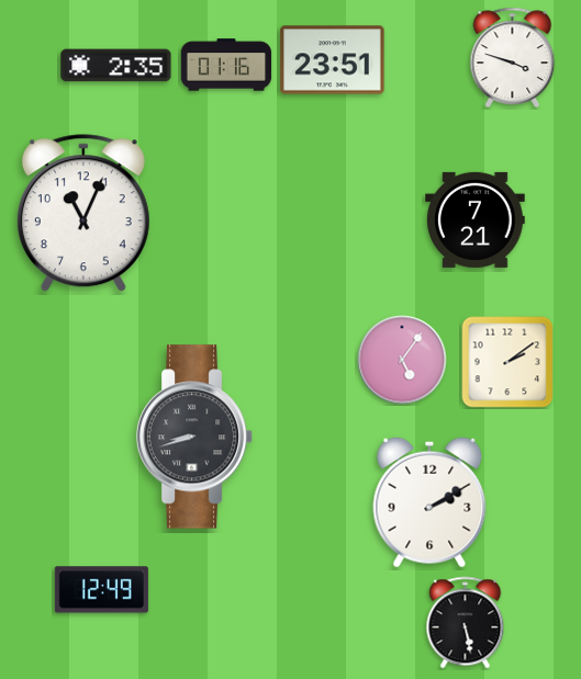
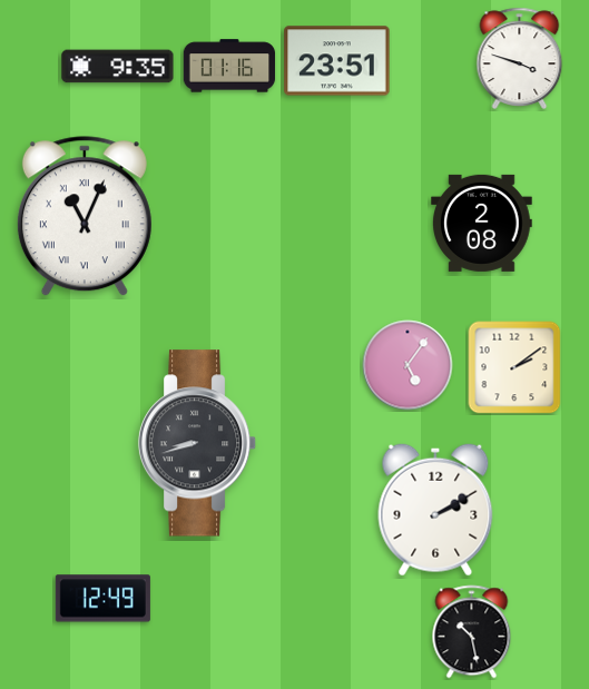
clock at (116, 66): 2:35 -> 9:35
clock at (83, 214) numerals: Arabic -> Roman
clock at (476, 219): 7:21 -> 2:08
clock at (466, 623): 5:28 -> 10:28
